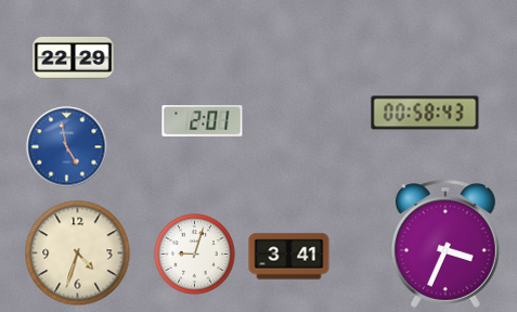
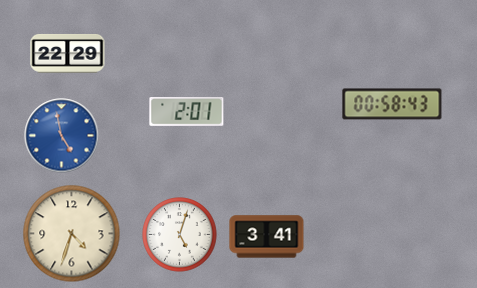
clock at (445, 245): 3:34 -> none
clock at (195, 255): 9:03 -> 5:03
